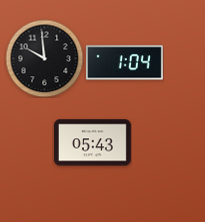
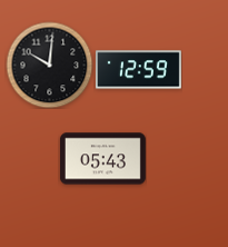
clock at (44, 58): 9:59 -> 10:01
clock at (124, 63): 1:04 -> 12:59
